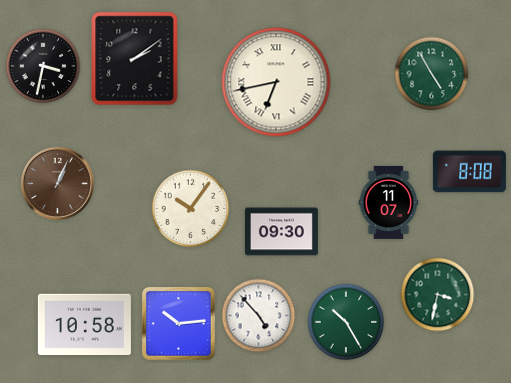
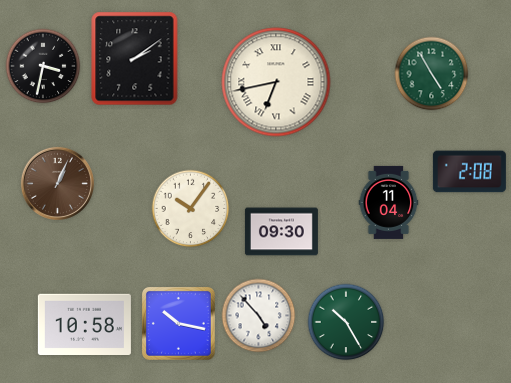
clock at (469, 172): 8:08 -> 2:08
clock at (389, 202): 11:07 -> 11:04
clock at (438, 295): 3:32 -> none
clock at (178, 323): 10:14 -> 10:17
